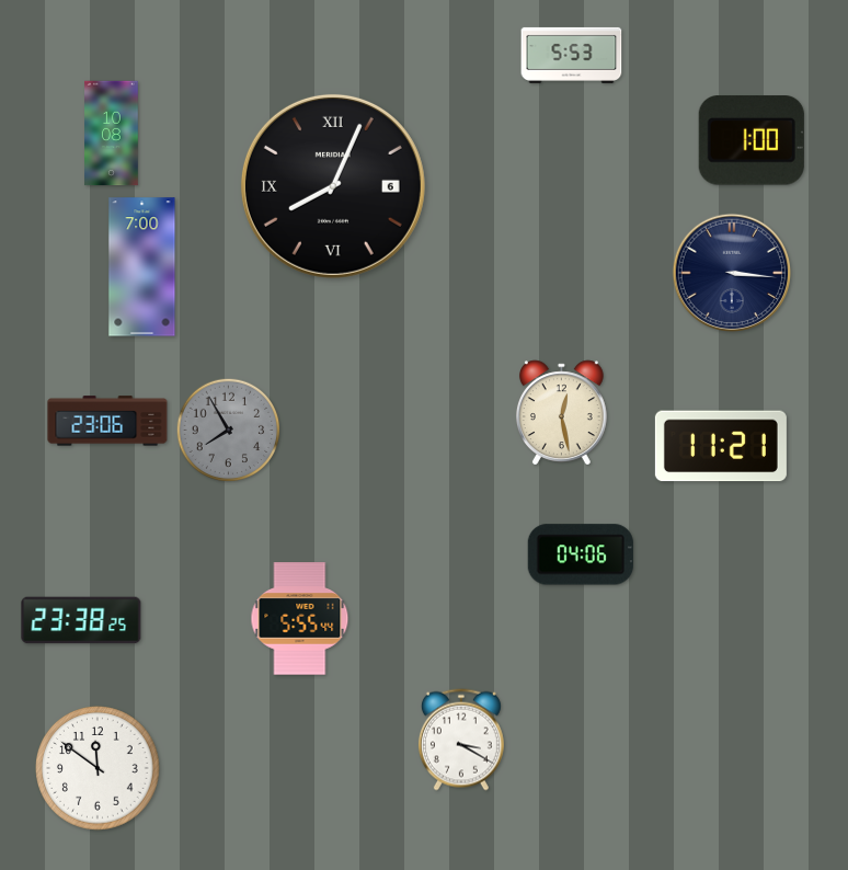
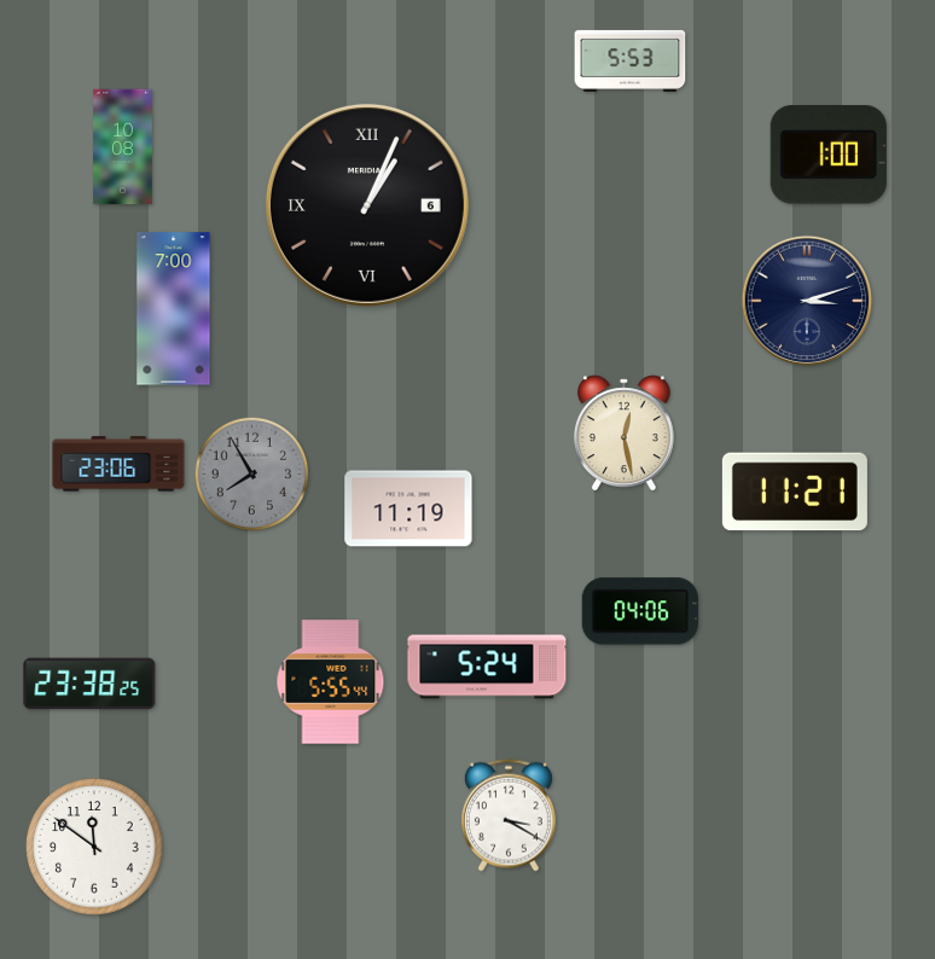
clock at (333, 186): 8:04 -> 1:04
clock at (142, 267) position: (142, 267) -> (174, 309)
clock at (731, 272): 3:16 -> 3:12
clock at (561, 412) position: (561, 412) -> (623, 432)
clock at (408, 508): none -> 11:19
clock at (487, 667): none -> 5:24
clock at (98, 768) position: (98, 768) -> (94, 847)
